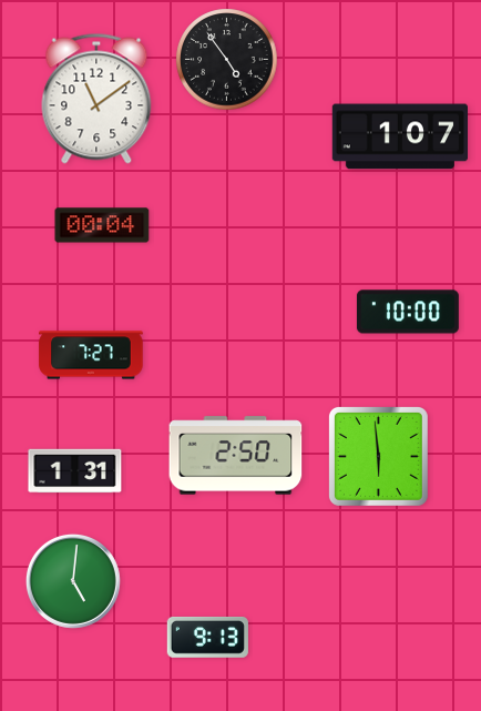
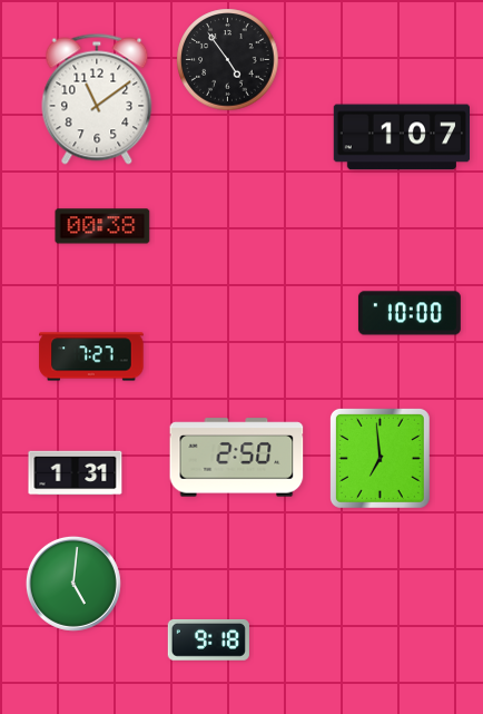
clock at (102, 225): 00:04 -> 00:38
clock at (378, 456): 5:59 -> 6:59
clock at (207, 637): 9:13 -> 9:18
